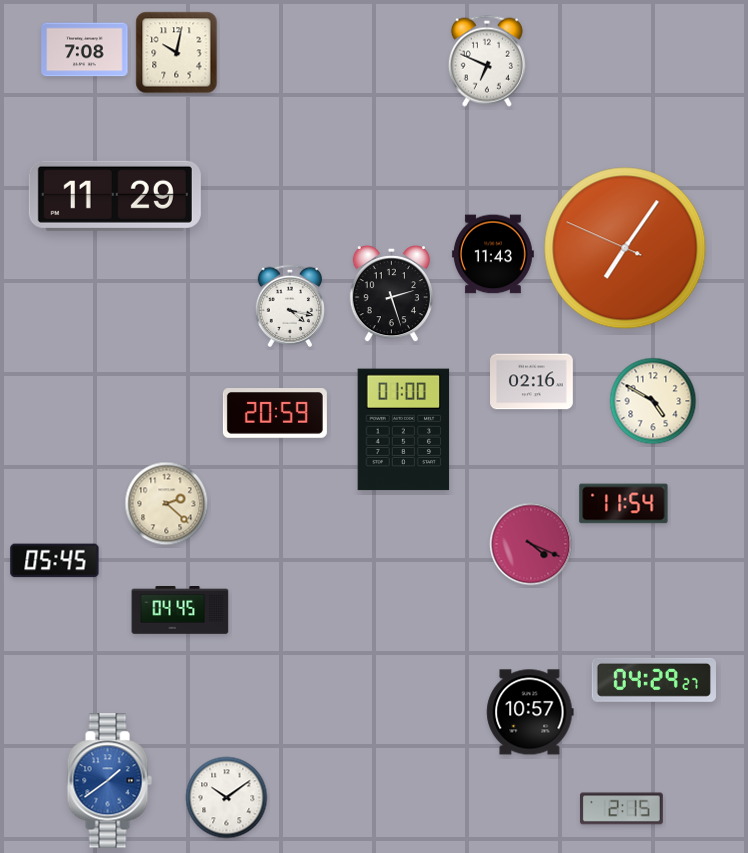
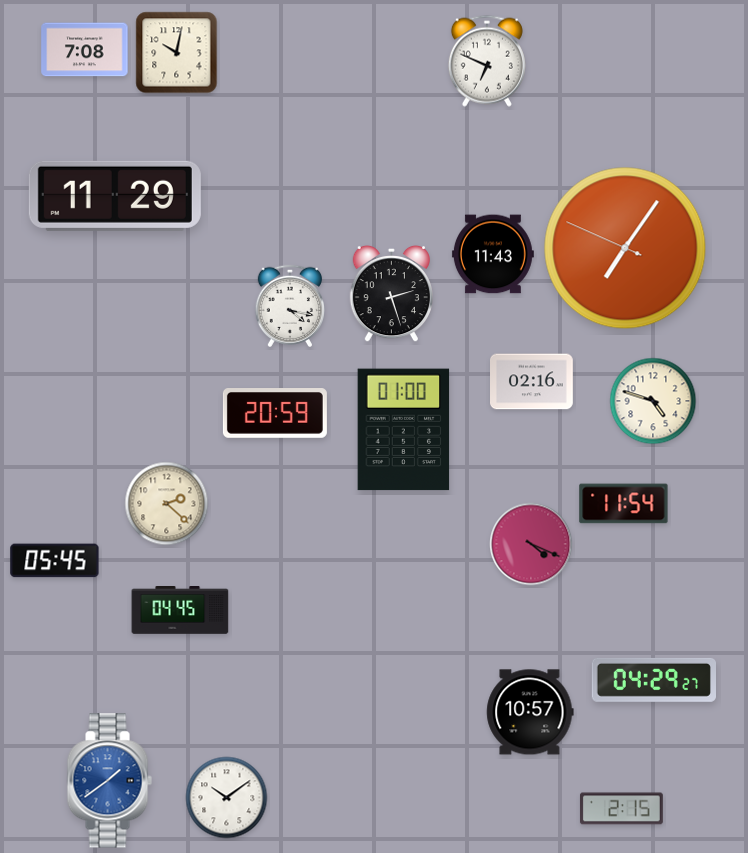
clock at (653, 401): 4:50 -> 4:48
